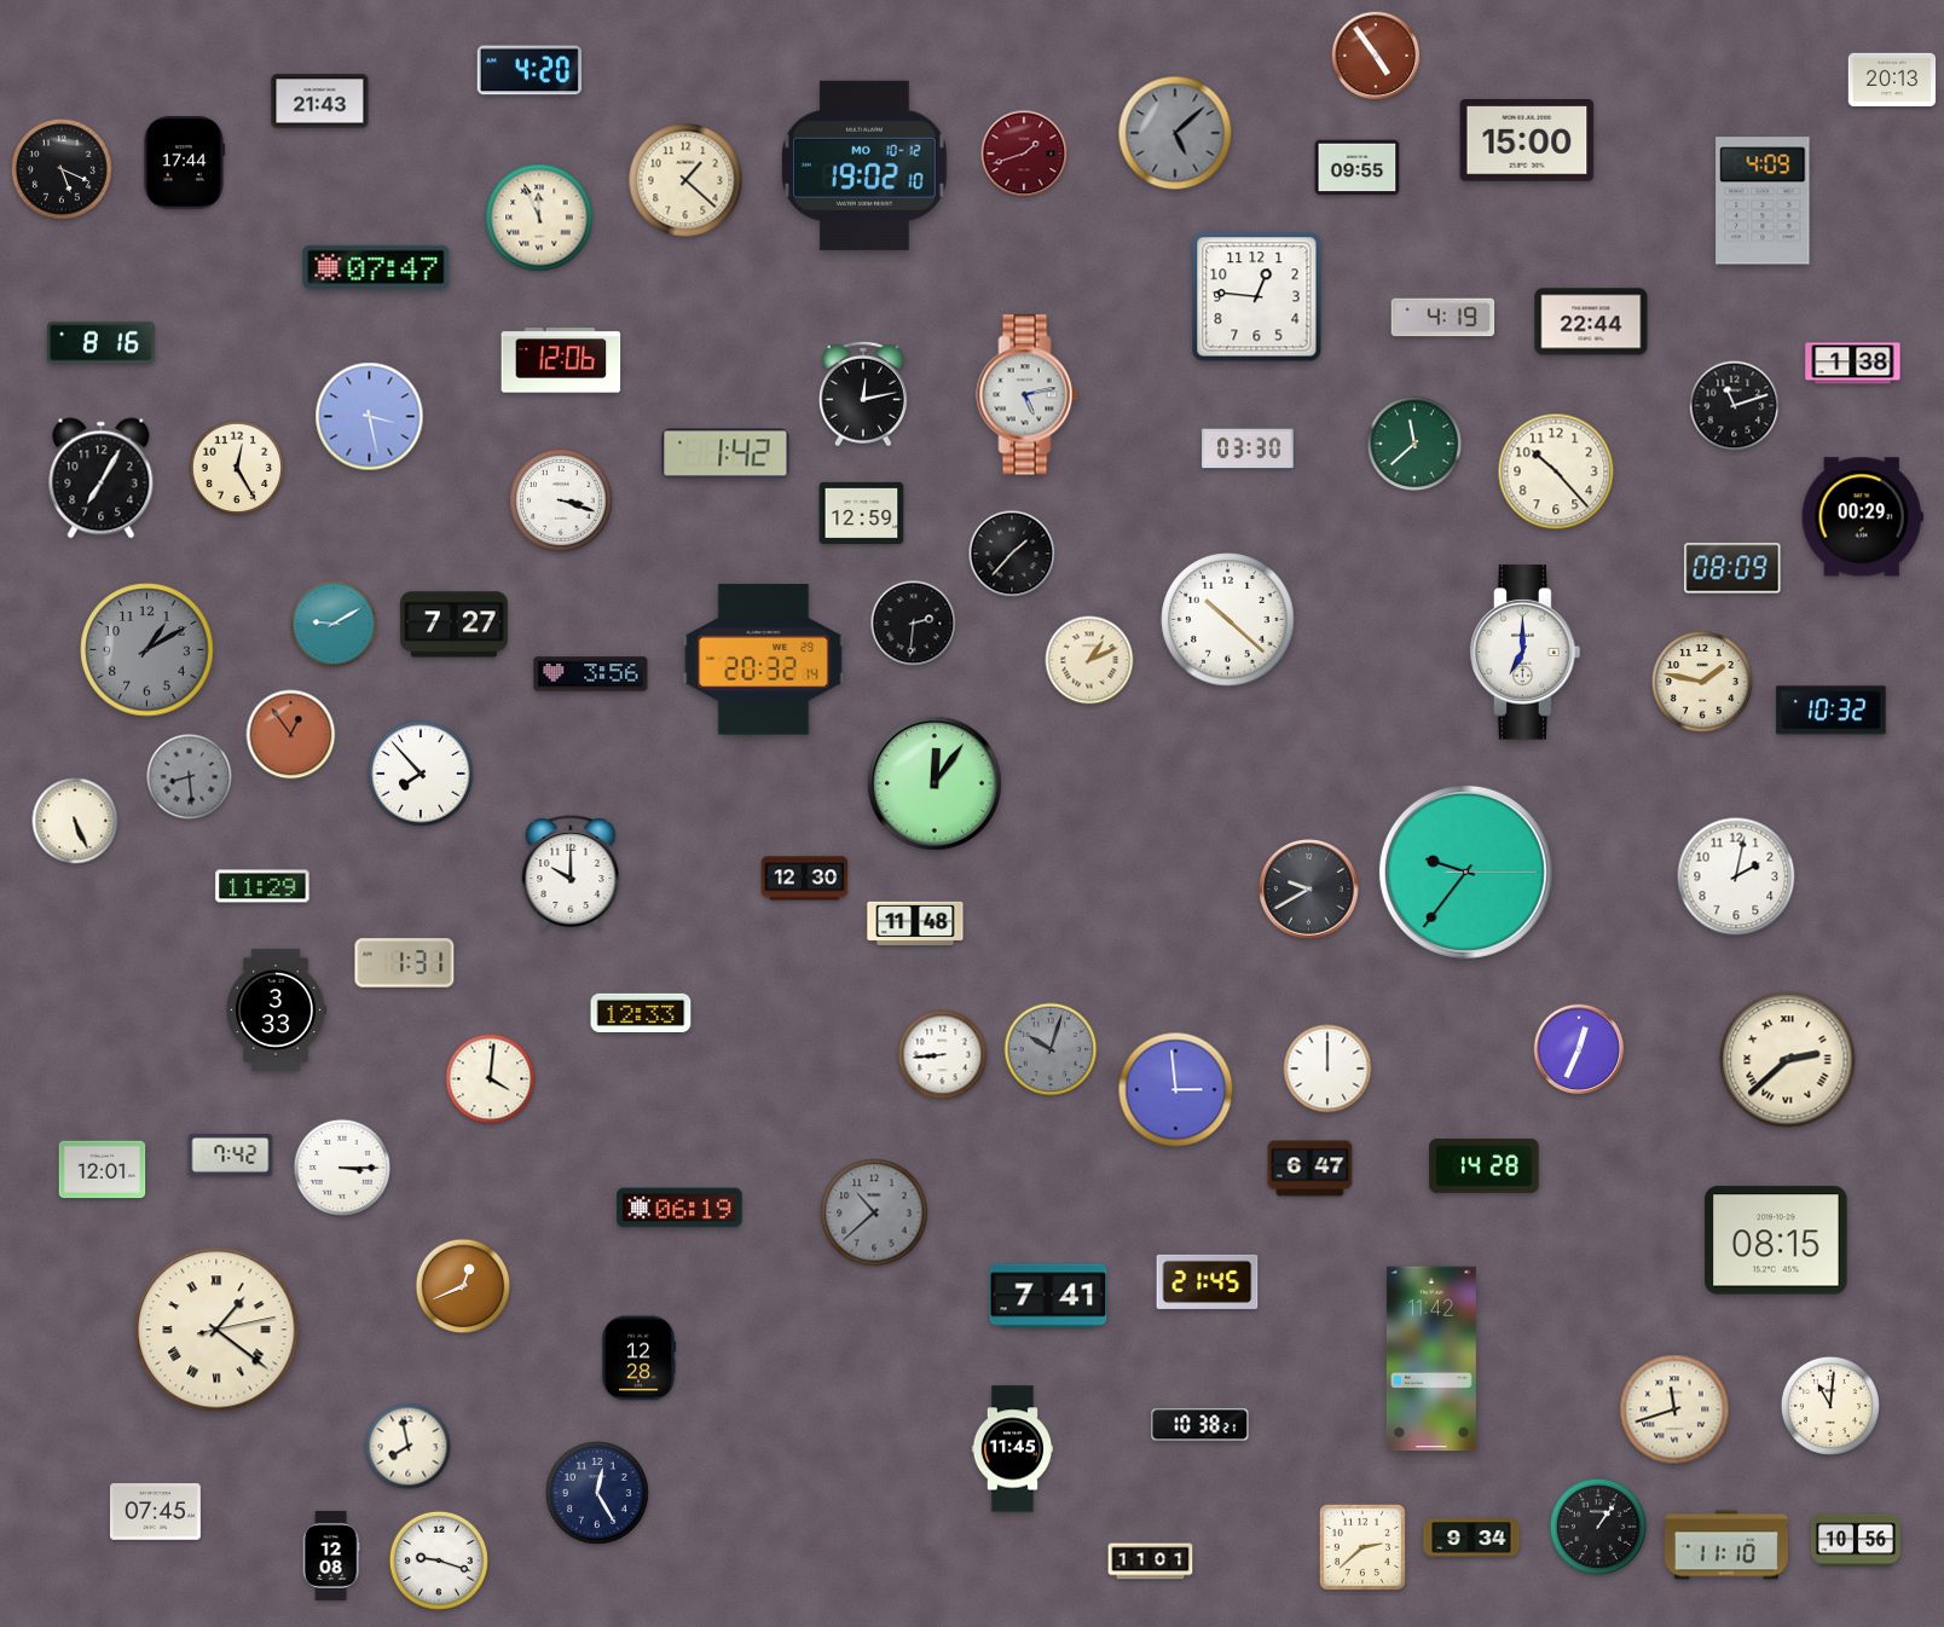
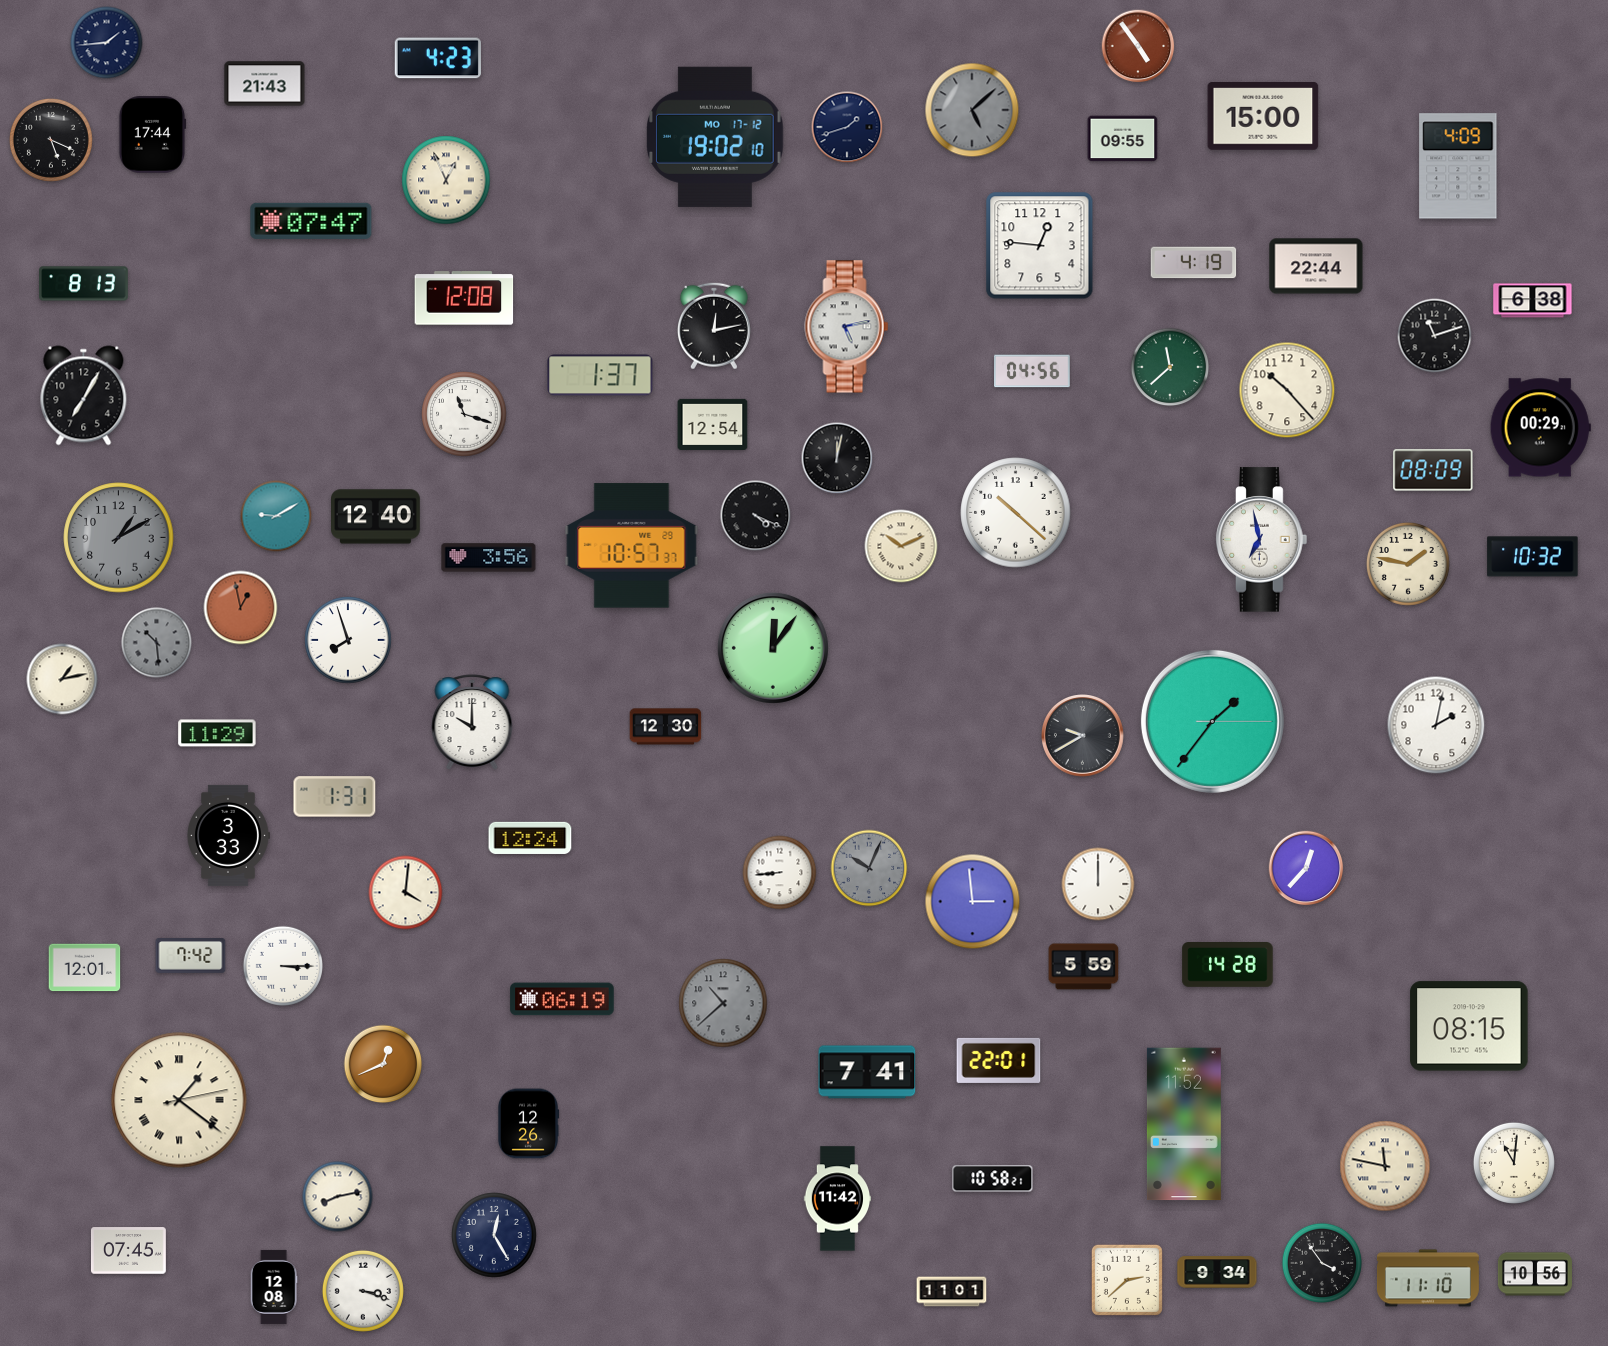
clock at (107, 43): none -> 1:44
clock at (530, 70): 4:20 -> 4:23
clock at (1892, 79): 20:13 -> none
clock at (1024, 154) dial: burgundy -> navy
clock at (864, 166) date: MO 10-12 -> MO 17-12
clock at (685, 180): 1:22 -> none
clock at (539, 218): 11:56 -> 12:56
clock at (102, 343): 8:16 -> 8:13
clock at (561, 360): 12:06 -> 12:08
clock at (1853, 364): 1:38 -> 6:38
clock at (1028, 395) position: (1028, 395) -> (847, 327)
clock at (370, 417): 3:28 -> none
clock at (1249, 448): 03:30 -> 04:56
clock at (725, 453): 1:42 -> 1:37
clock at (237, 468): 12:25 -> none
clock at (561, 500): 3:18 -> 11:18
clock at (862, 513): 12:59 -> 12:54
clock at (1012, 554): 1:37 -> 12:02
clock at (914, 624): 2:31 -> 4:19
clock at (455, 625): 7:27 -> 12:40
clock at (147, 650) position: (147, 650) -> (119, 538)
clock at (1526, 653): 7:00 -> 6:58
clock at (764, 660): 20:32 -> 10:57
clock at (1089, 660): 1:11 -> 10:11
clock at (1832, 711) position: (1832, 711) -> (1533, 557)
clock at (291, 735): 12:54 -> 12:58
clock at (421, 774): 7:53 -> 7:57
clock at (190, 777): 8:29 -> 10:29
clock at (75, 821): 5:26 -> 1:13
clock at (1465, 872): 9:36 -> 1:36
clock at (915, 922): 11:48 -> none
clock at (641, 1013): 12:33 -> 12:24
clock at (1051, 1049): 10:03 -> 10:04
clock at (1579, 1049): 12:34 -> 12:37
clock at (1788, 1060): 2:38 -> none
clock at (1311, 1169): 6:47 -> 5:59
clock at (1208, 1281): 21:45 -> 22:01
clock at (638, 1359): 12:28 -> 12:26
clock at (1431, 1359): 11:42 -> 11:52
clock at (1674, 1409): 11:42 -> 11:47
clock at (1200, 1425): 10:38 -> 10:58
clock at (409, 1447): 7:58 -> 8:13
clock at (1012, 1449): 11:45 -> 11:42
clock at (1597, 1525): 1:06 -> 3:54
clock at (439, 1561): 9:18 -> 3:18
